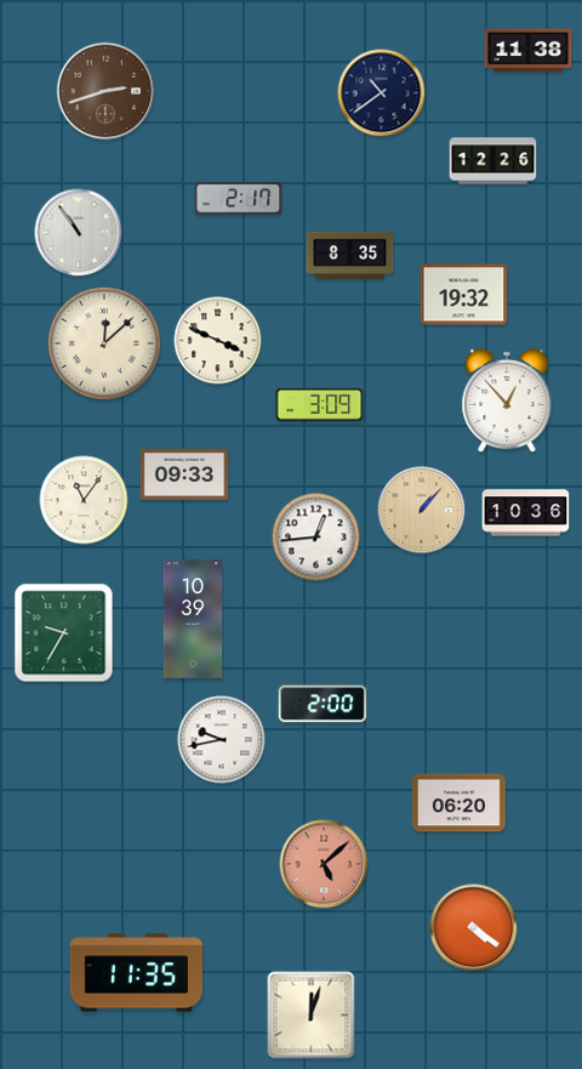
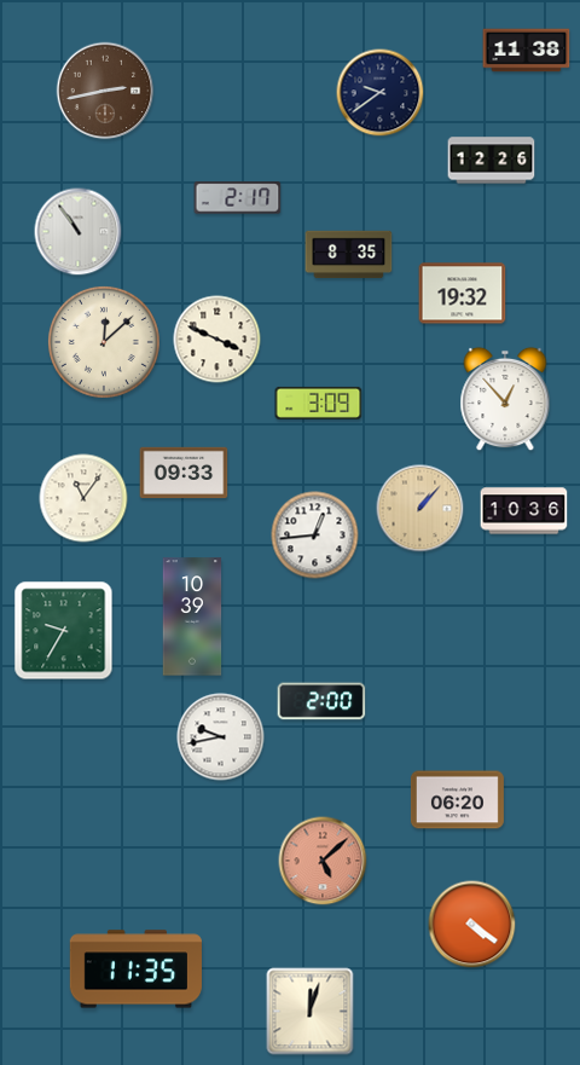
clock at (105, 91): 2:42 -> 2:43
clock at (382, 93): 10:39 -> 9:39
